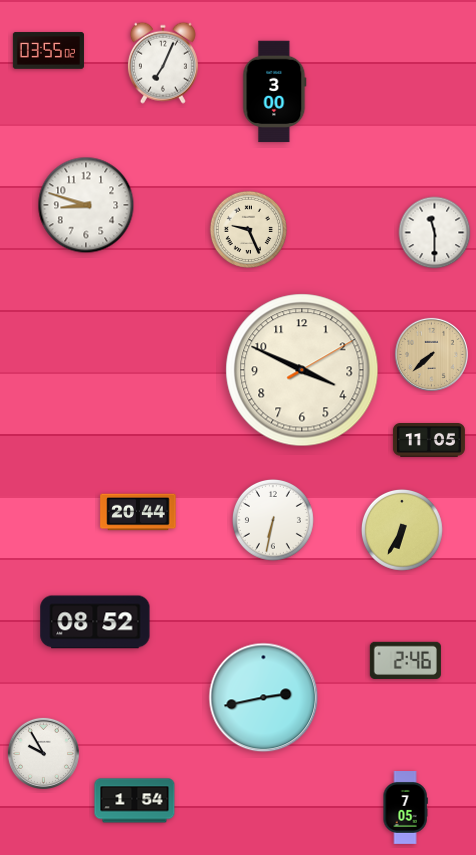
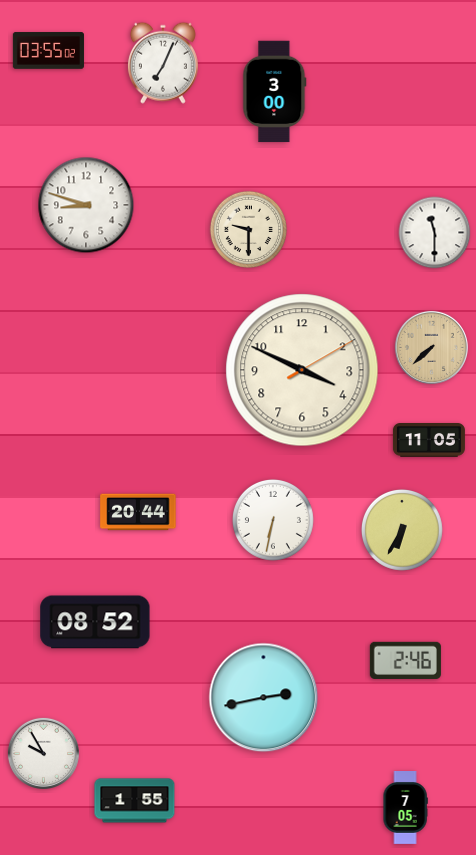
clock at (248, 229): 9:26 -> 9:30
clock at (431, 354) position: (431, 354) -> (431, 347)
clock at (135, 801): 1:54 -> 1:55
